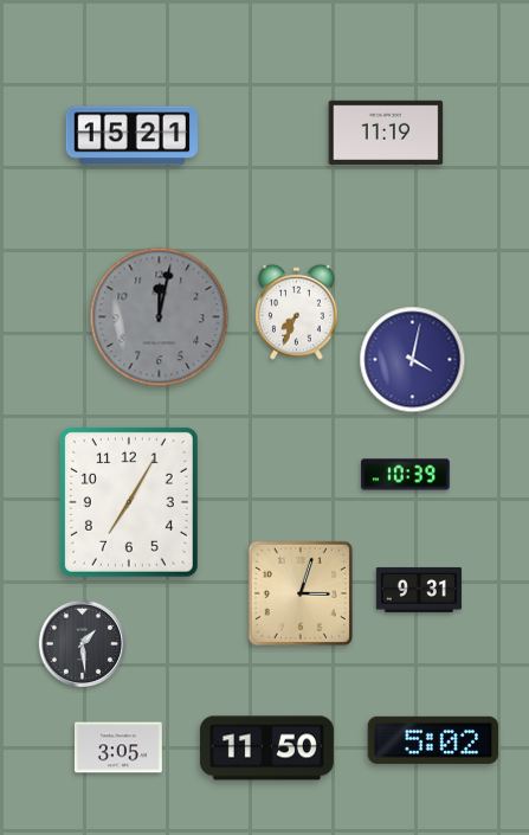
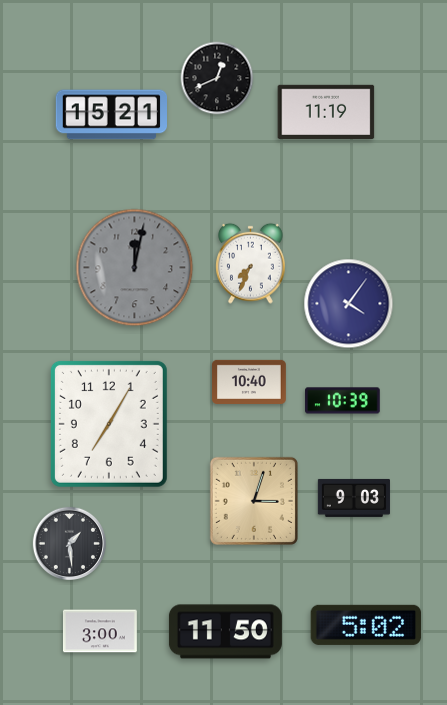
clock at (217, 78): none -> 12:41
clock at (413, 360): 4:02 -> 4:06
clock at (250, 382): none -> 10:40
clock at (419, 590): 9:31 -> 9:03
clock at (118, 747): 3:05 -> 3:00
